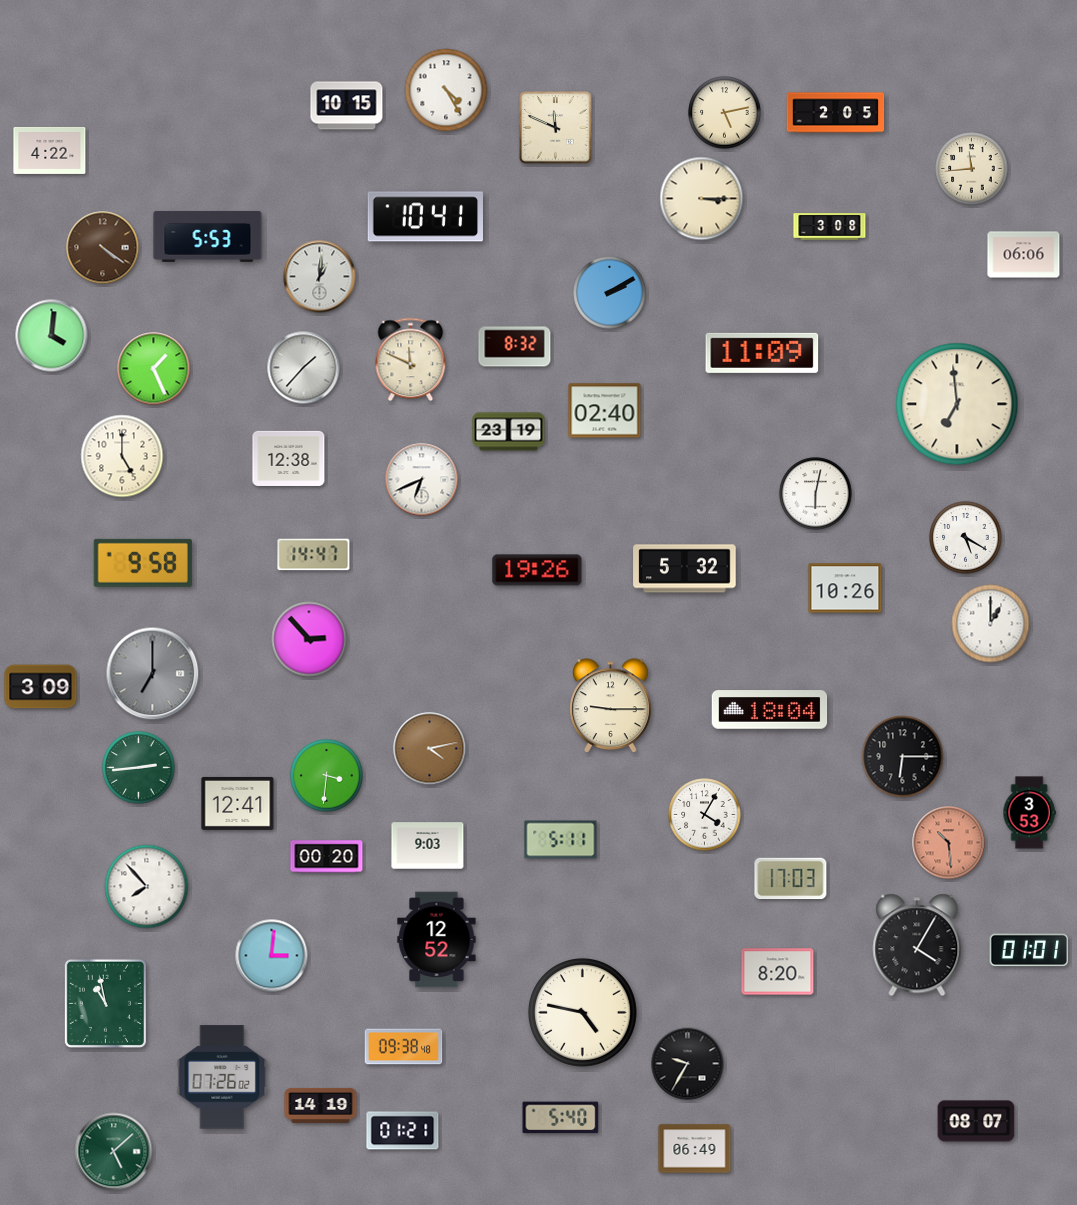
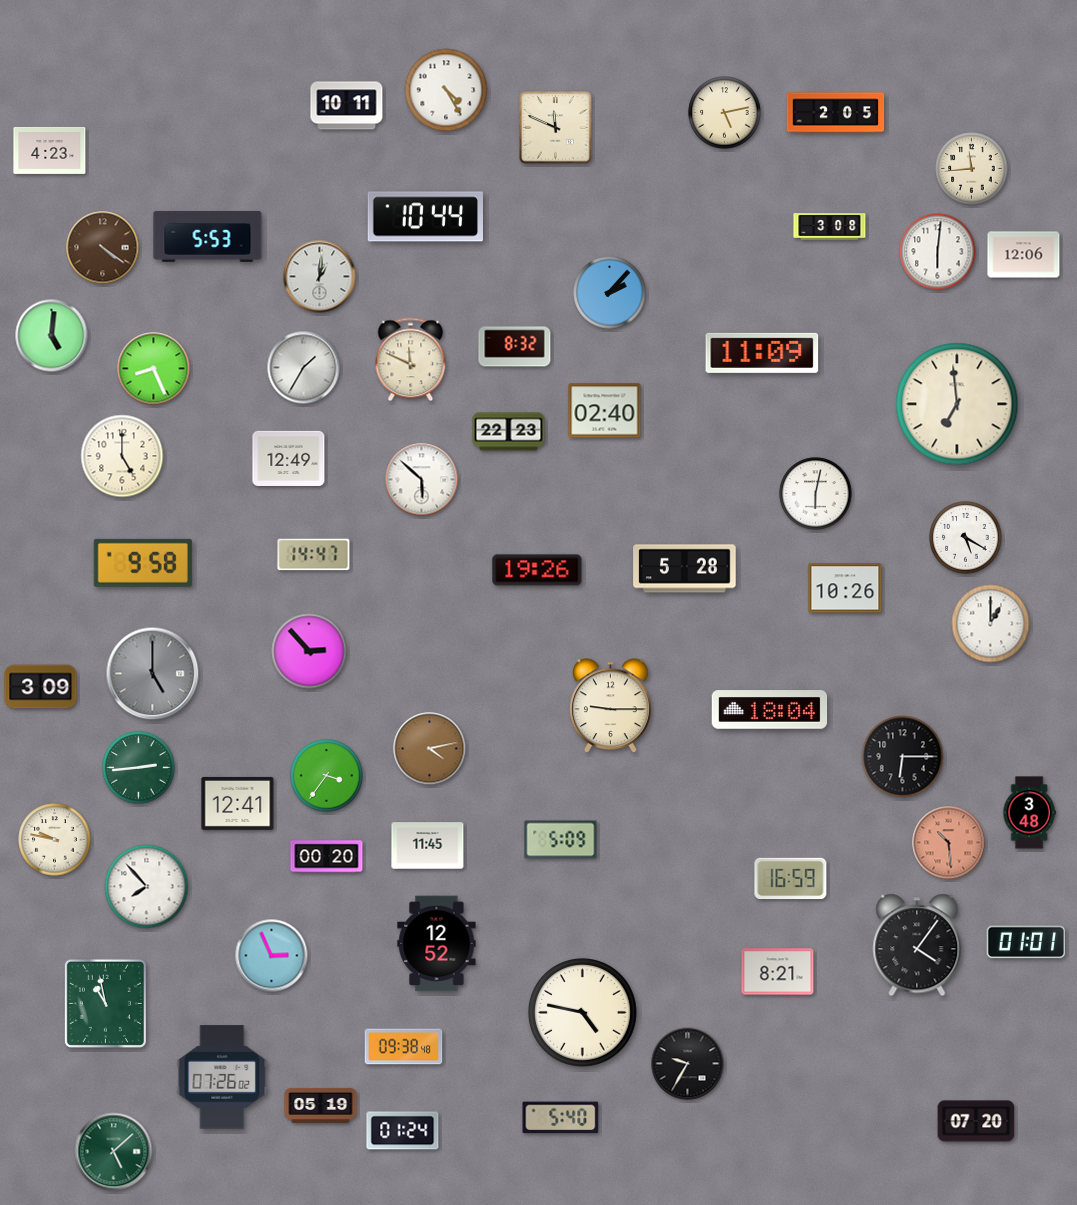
clock at (347, 106): 10:15 -> 10:11
clock at (50, 150): 4:22 -> 4:23
clock at (702, 199): 3:15 -> none
clock at (425, 217): 10:41 -> 10:44
clock at (938, 252): none -> 6:01
clock at (1024, 255): 06:06 -> 12:06
clock at (610, 293): 2:10 -> 2:07
clock at (52, 336): 4:01 -> 5:01
clock at (304, 368): 1:37 -> 1:35
clock at (154, 369): 1:26 -> 8:26
clock at (509, 432): 23:19 -> 22:23
clock at (289, 458): 12:38 -> 12:49
clock at (422, 480): 6:41 -> 5:52
clock at (685, 569): 5:32 -> 5:28
clock at (309, 639) position: (309, 639) -> (309, 651)
clock at (153, 674): 7:00 -> 5:00
clock at (327, 776): 3:31 -> 3:36
clock at (1029, 813): 3:53 -> 3:48
clock at (705, 815): 4:05 -> none
clock at (55, 840): none -> 9:47
clock at (561, 840): 5:11 -> 5:09
clock at (428, 846): 9:03 -> 11:45
clock at (791, 879): 17:03 -> 16:59
clock at (437, 940) position: (437, 940) -> (437, 944)
clock at (917, 945): 4:05 -> 4:06
clock at (1029, 950) position: (1029, 950) -> (1026, 942)
clock at (272, 956): 3:01 -> 2:56
clock at (778, 972): 8:20 -> 8:21
clock at (321, 1105): 14:19 -> 05:19
clock at (976, 1121): 08:07 -> 07:20
clock at (403, 1131): 01:21 -> 01:24
clock at (695, 1149): 06:49 -> none
